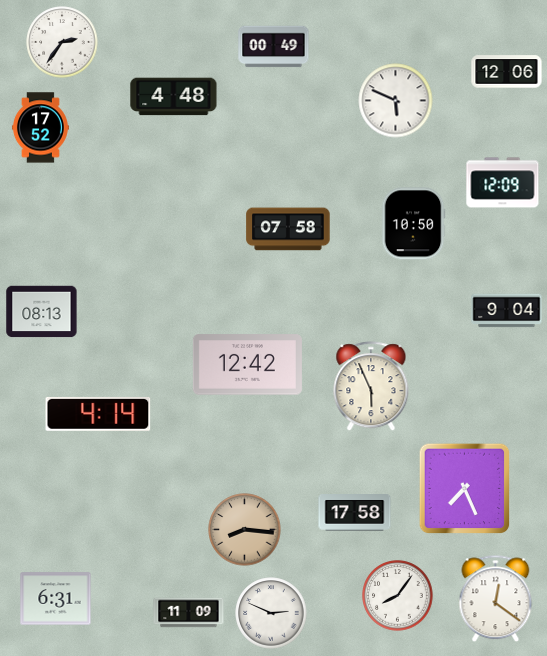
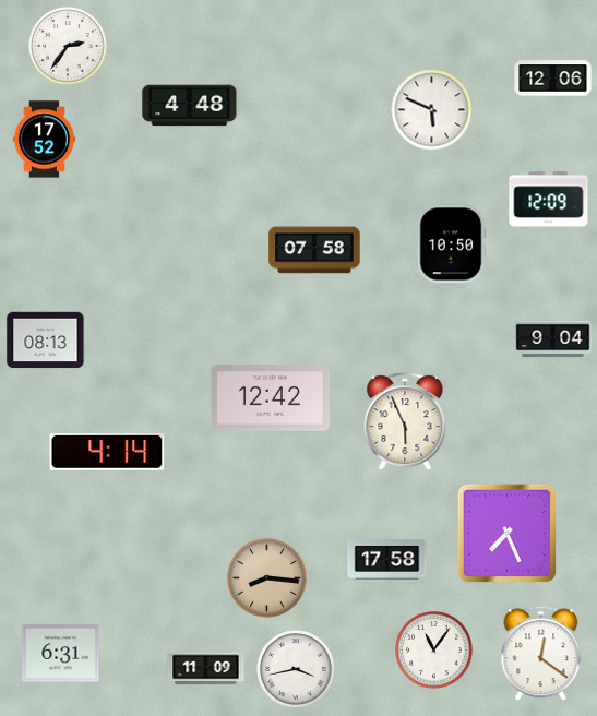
clock at (274, 47): 00:49 -> none
clock at (398, 596): 8:06 -> 11:06
clock at (271, 613): 2:49 -> 3:43
